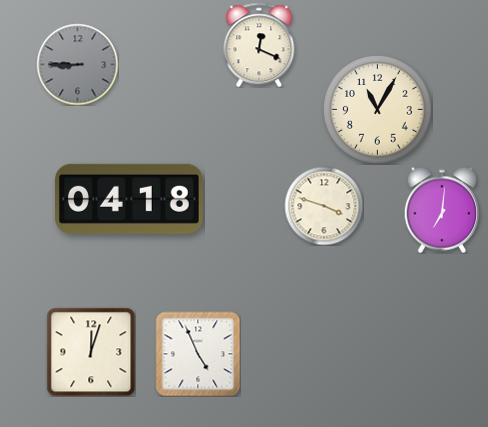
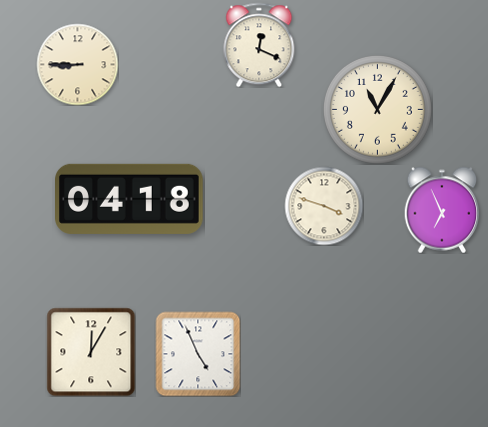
clock at (77, 64) dial: grey -> cream
clock at (442, 210): 7:01 -> 6:56
clock at (91, 352): 12:03 -> 12:05
